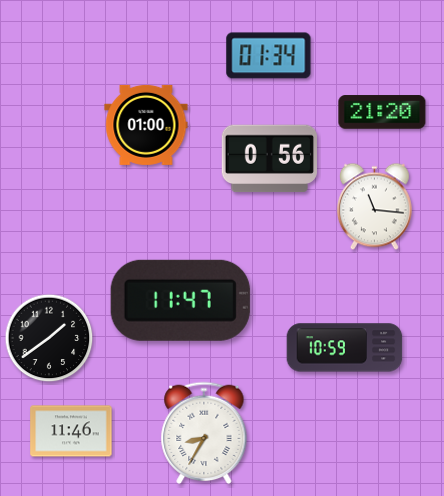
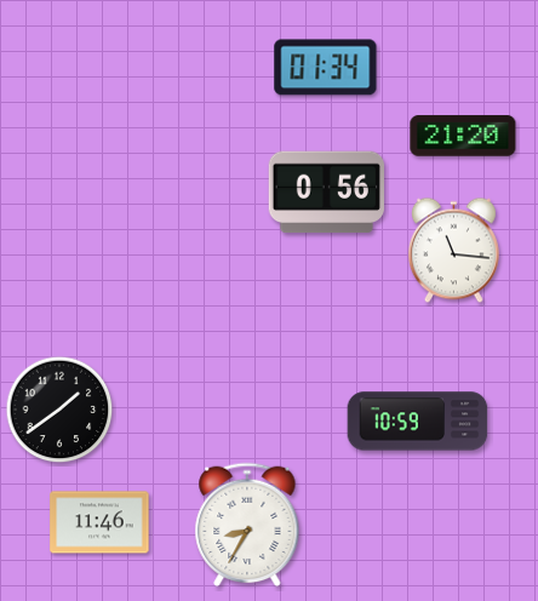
clock at (146, 125): 01:00 -> none
clock at (180, 300): 11:47 -> none
clock at (71, 431) position: (71, 431) -> (99, 522)
